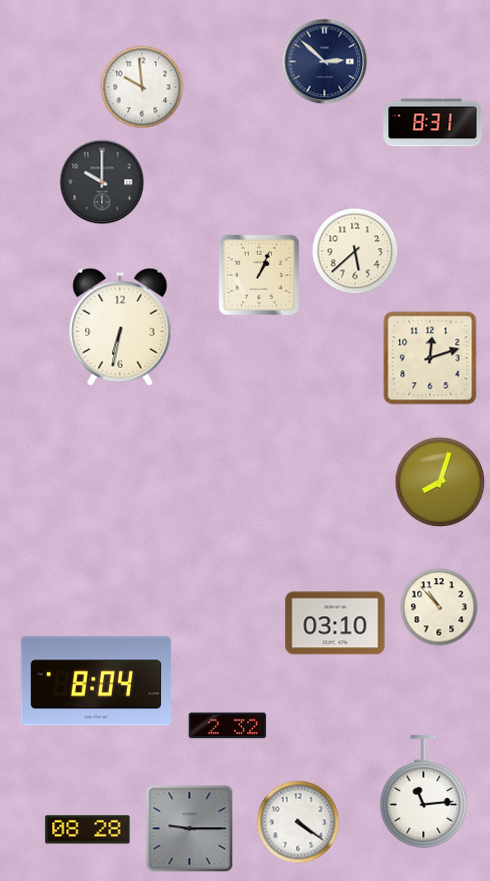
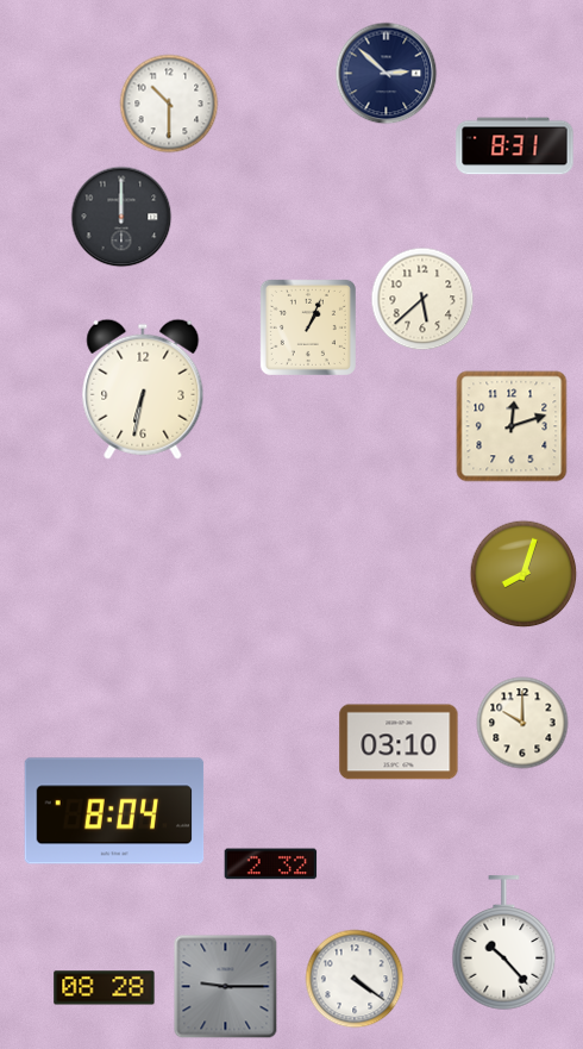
clock at (142, 87): 9:59 -> 10:30
clock at (102, 182): 10:00 -> 12:00
clock at (439, 607): 10:53 -> 10:00
clock at (424, 792): 11:14 -> 10:23
